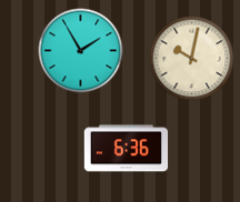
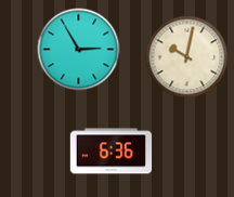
clock at (81, 51): 1:55 -> 2:55
clock at (127, 149) position: (127, 149) -> (112, 152)
